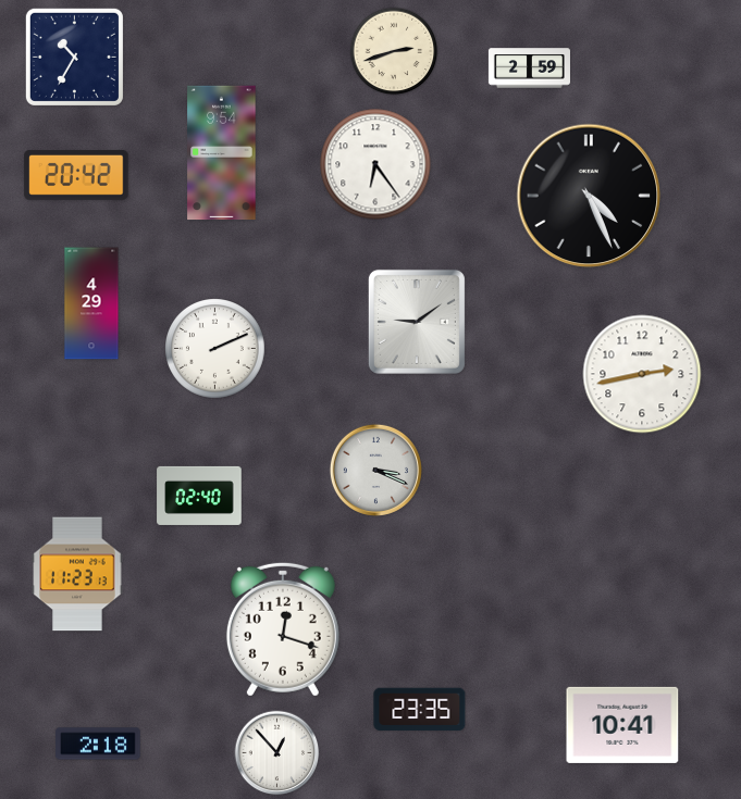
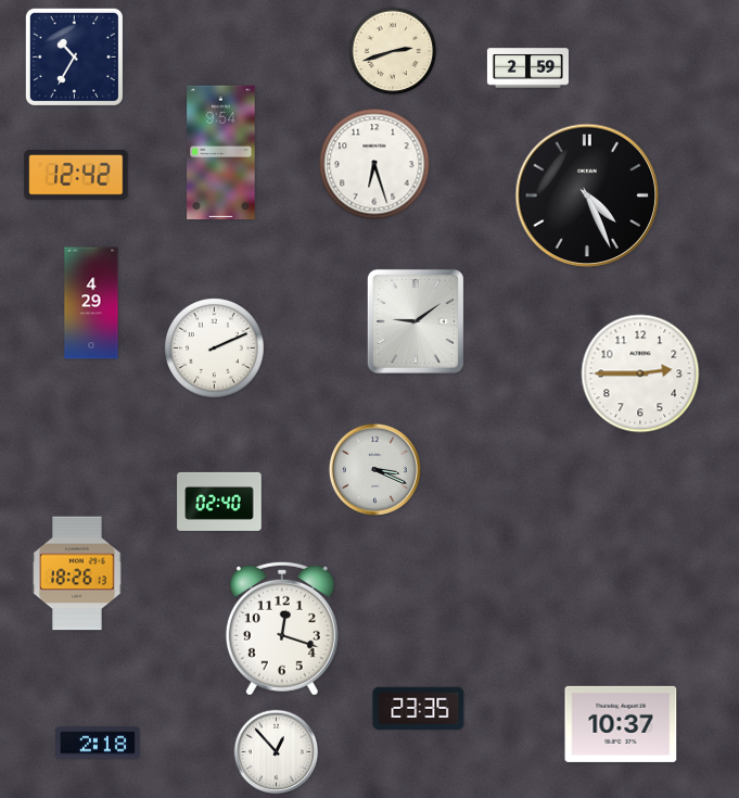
clock at (375, 164): 6:24 -> 6:27
clock at (76, 175): 20:42 -> 12:42
clock at (642, 374): 2:43 -> 2:45
clock at (199, 496) position: (199, 496) -> (219, 502)
clock at (77, 574): 11:23 -> 18:26
clock at (622, 725): 10:41 -> 10:37
